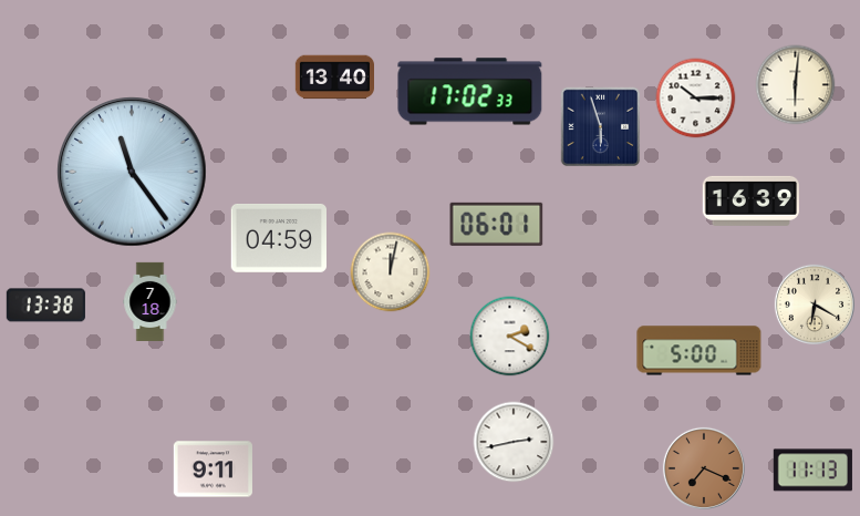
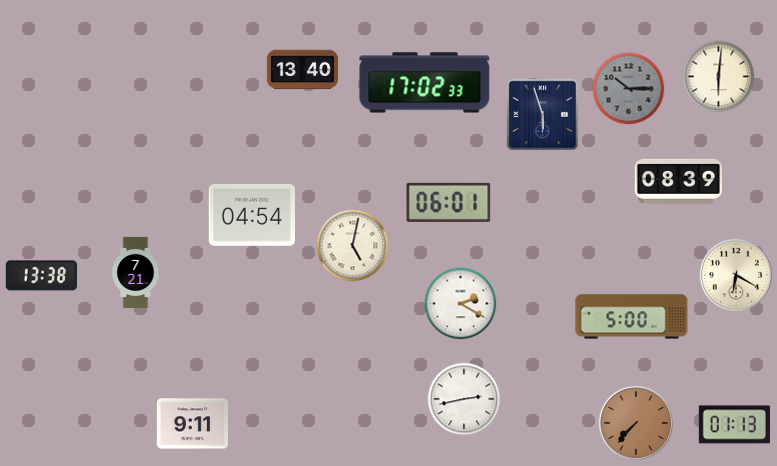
clock at (696, 99) dial: white -> grey
clock at (132, 172): 11:24 -> none
clock at (750, 200): 16:39 -> 08:39
clock at (279, 239): 04:59 -> 04:54
clock at (391, 272): 12:02 -> 5:02
clock at (151, 302): 7:18 -> 7:21
clock at (704, 468): 7:19 -> 7:37
clock at (812, 471): 11:13 -> 01:13
